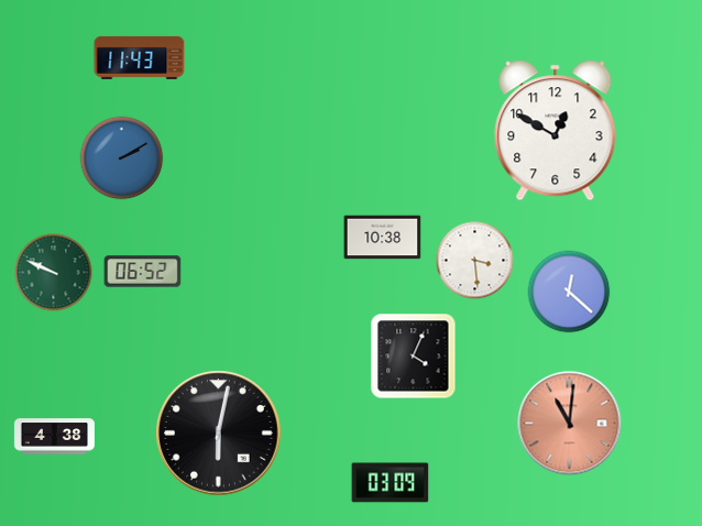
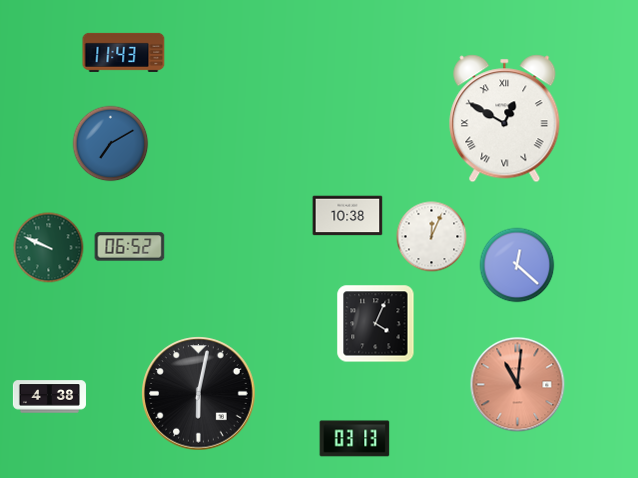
clock at (140, 57) position: (140, 57) -> (124, 52)
clock at (556, 131) numerals: Arabic -> Roman
clock at (122, 158): 2:10 -> 7:10
clock at (475, 261): 3:29 -> 12:04
clock at (391, 483): 03:09 -> 03:13
